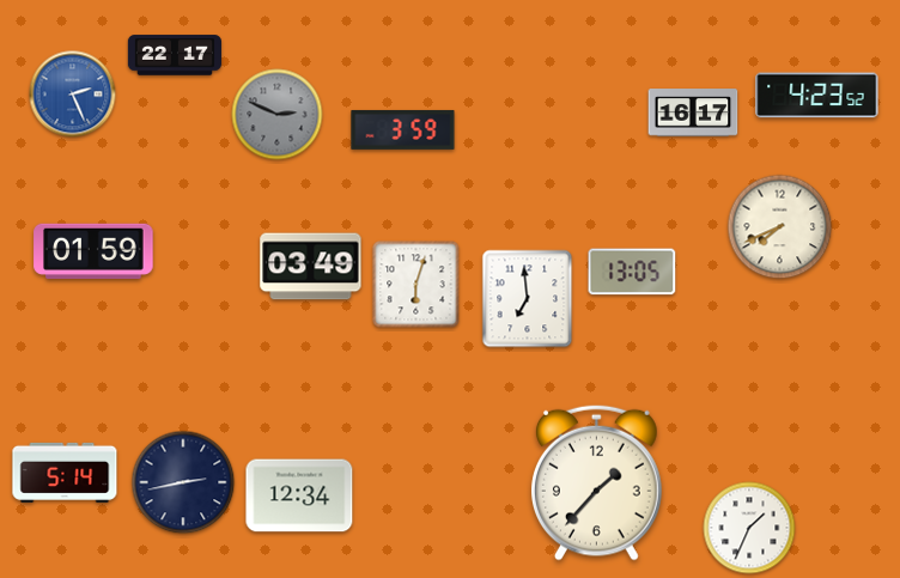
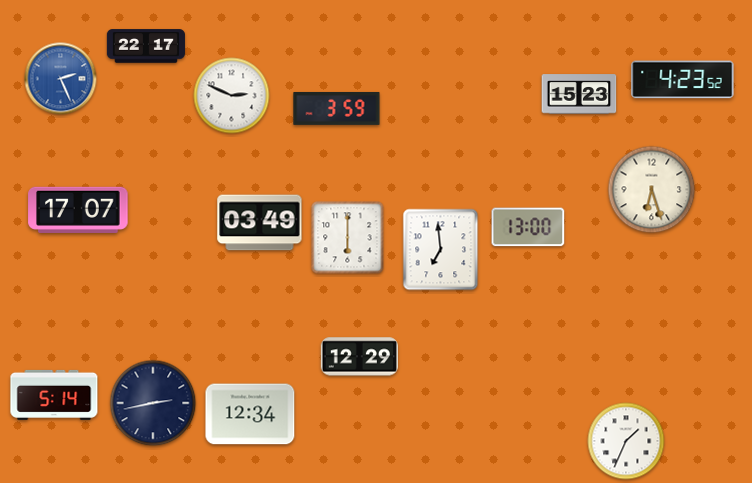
clock at (693, 112): 16:17 -> 15:23
clock at (278, 115) dial: grey -> white
clock at (780, 227): 7:41 -> 6:27
clock at (93, 251): 01:59 -> 17:07
clock at (632, 272): 13:05 -> 13:00
clock at (416, 285): 6:03 -> 6:00
clock at (359, 357): none -> 12:29
clock at (596, 482): 1:37 -> none
